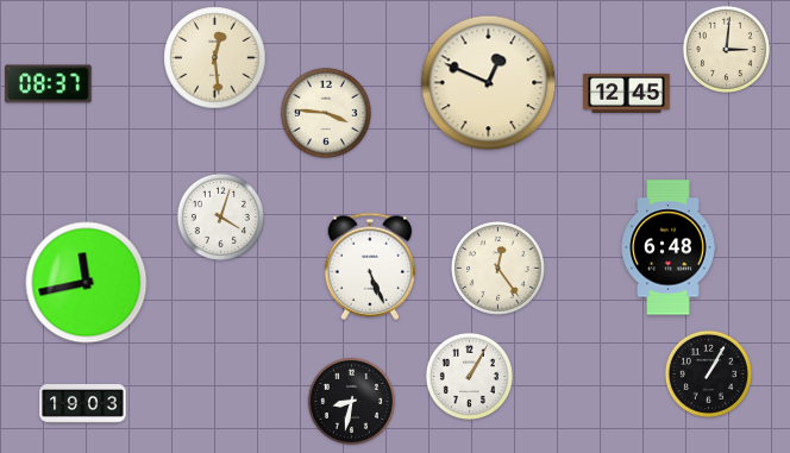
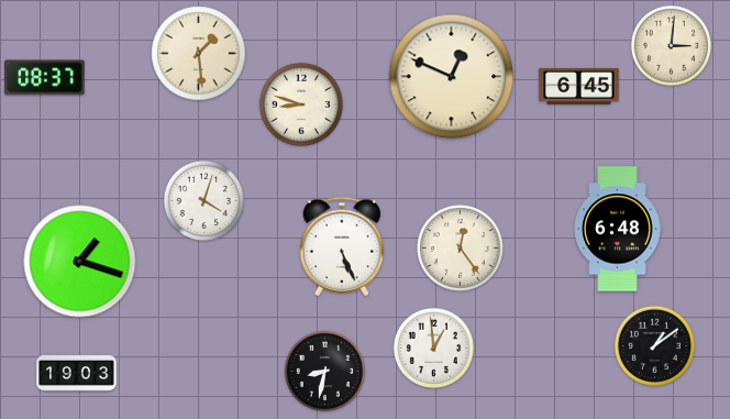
clock at (215, 58): 12:29 -> 1:29
clock at (627, 93): 12:45 -> 6:45
clock at (326, 113): 3:46 -> 8:48
clock at (87, 283): 11:43 -> 1:18
clock at (708, 373): 1:05 -> 1:09
clock at (469, 376): 1:05 -> 12:59
